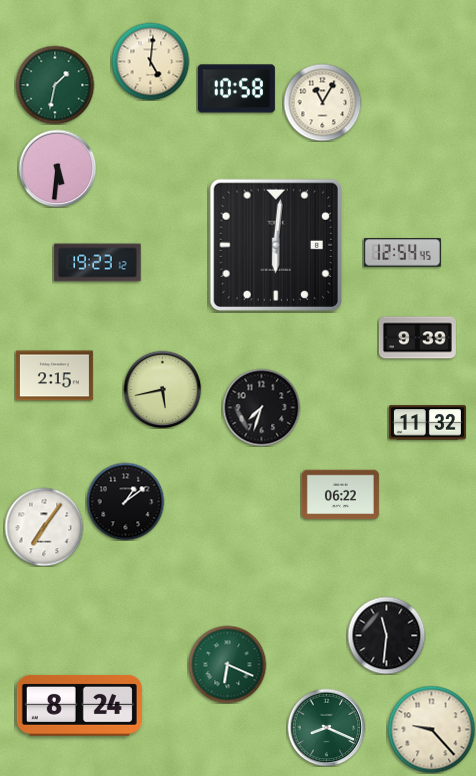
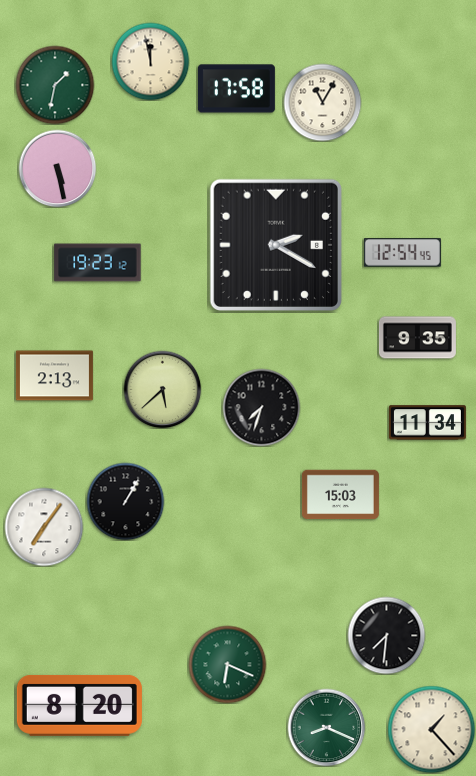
clock at (150, 61): 5:01 -> 11:58
clock at (236, 89): 10:58 -> 17:58
clock at (57, 168): 5:31 -> 5:28
clock at (275, 244): 6:01 -> 2:20
clock at (417, 338): 9:39 -> 9:35
clock at (54, 376): 2:15 -> 2:13
clock at (162, 389): 5:43 -> 5:38
clock at (427, 423): 11:32 -> 11:34
clock at (340, 495): 06:22 -> 15:03
clock at (125, 501): 1:09 -> 1:05
clock at (386, 635): 11:31 -> 7:31
clock at (79, 705): 8:24 -> 8:20
clock at (431, 729): 9:23 -> 1:23
